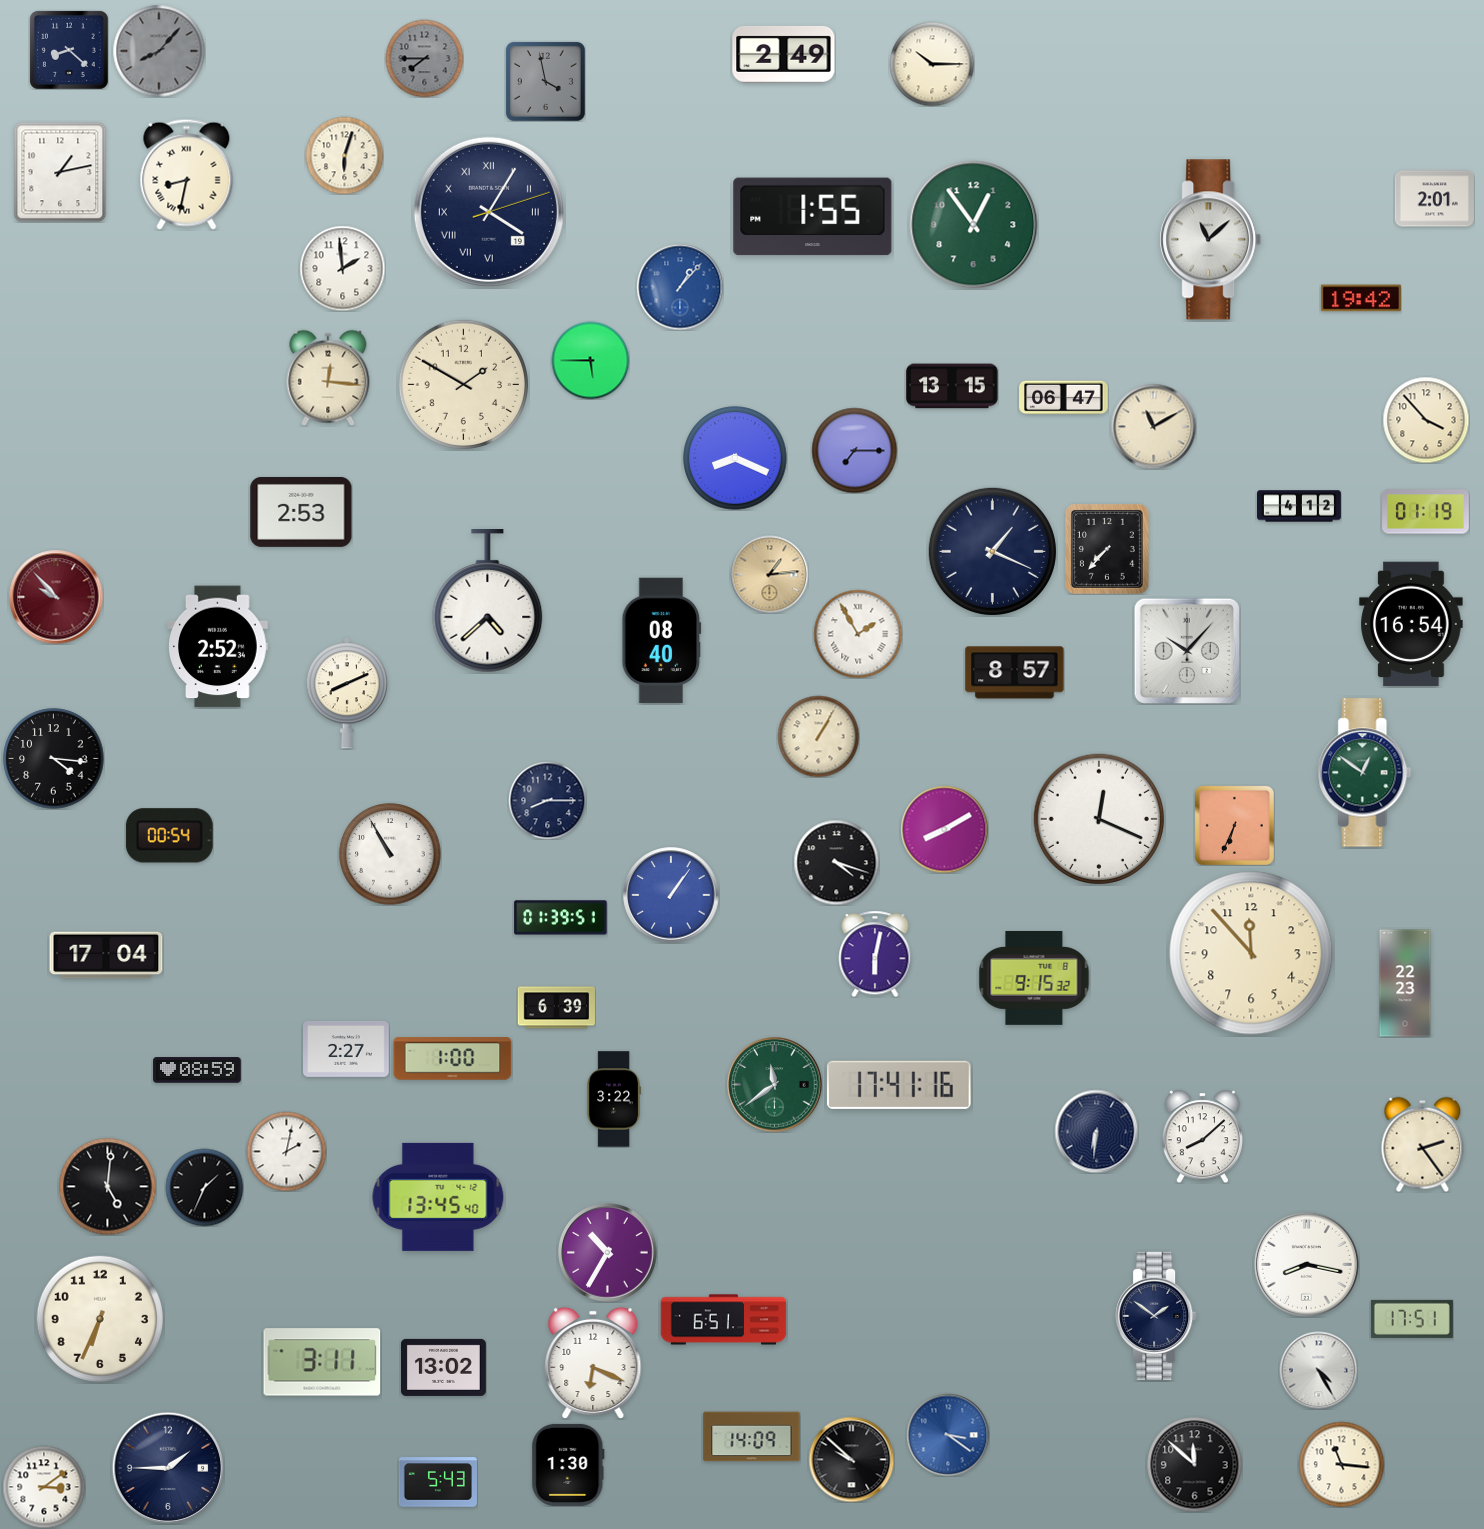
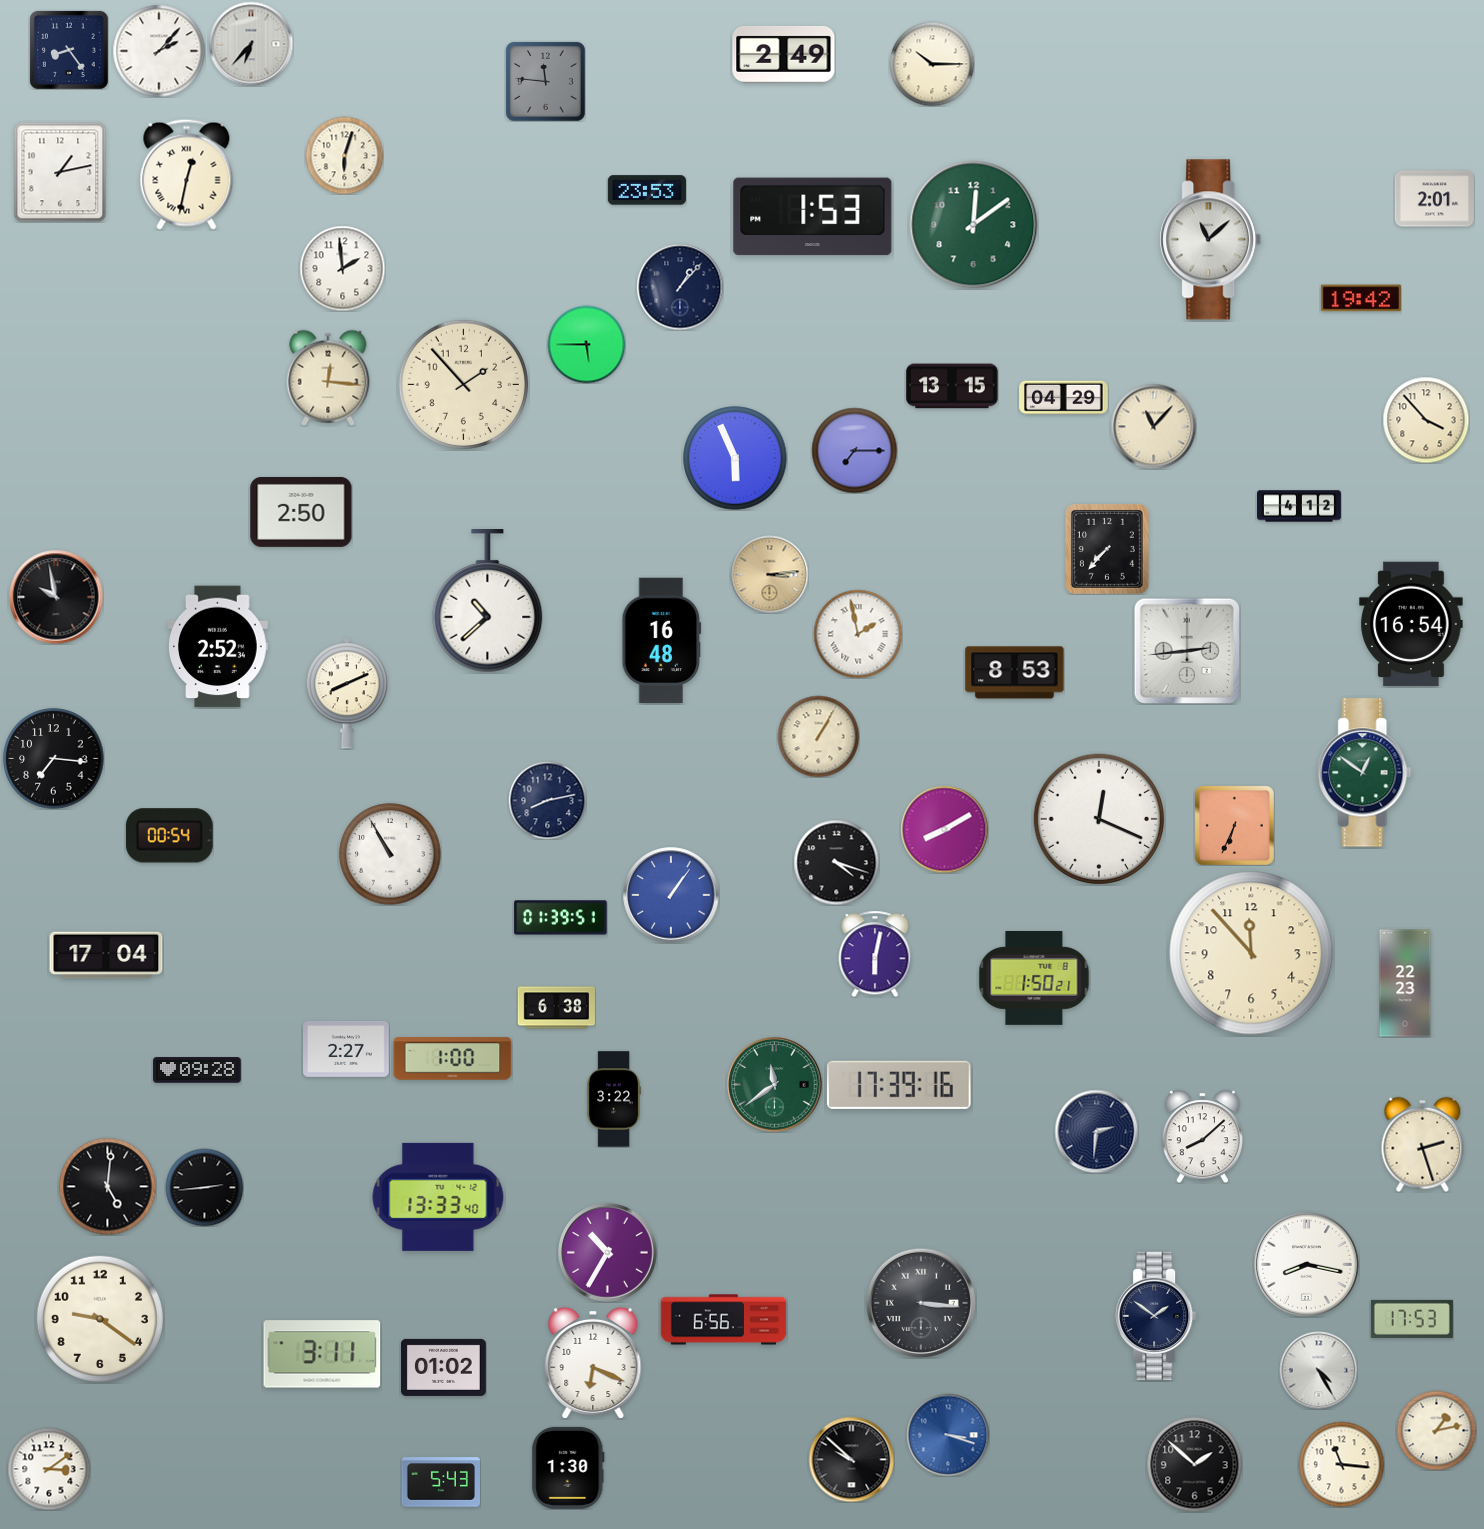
clock at (251, 44): none -> 6:37
clock at (69, 50): 8:22 -> 8:24
clock at (159, 51): 8:07 -> 2:07
clock at (159, 51) dial: grey -> white
clock at (424, 58): 7:45 -> none
clock at (545, 81): 3:58 -> 11:46
clock at (187, 174): 8:32 -> 12:32
clock at (647, 190): none -> 23:53
clock at (489, 212): 4:05 -> none
clock at (813, 217): 1:55 -> 1:53
clock at (974, 225): 12:54 -> 12:09
clock at (680, 287) dial: blue -> navy
clock at (590, 360) position: (590, 360) -> (586, 344)
clock at (463, 384): 1:50 -> 1:53
clock at (1064, 398): 06:47 -> 04:29
clock at (1153, 426): 11:10 -> 11:07
clock at (735, 458): 8:19 -> 5:56
clock at (301, 512): 2:53 -> 2:50
clock at (1426, 512): 01:19 -> none
clock at (992, 551): 1:19 -> none
clock at (769, 574): 1:14 -> 3:14
clock at (56, 597): 9:53 -> 9:58
clock at (56, 597) dial: burgundy -> black
clock at (488, 602): 4:38 -> 10:38
clock at (858, 634): 1:55 -> 1:58
clock at (662, 641): 08:40 -> 16:48
clock at (1186, 650): 10:07 -> 2:44
clock at (1015, 673): 8:57 -> 8:53
clock at (54, 759): 4:16 -> 7:16
clock at (547, 800): 8:15 -> 8:13
clock at (1034, 978): 9:15 -> 1:50
clock at (556, 1008): 6:39 -> 6:38
clock at (197, 1070): 08:59 -> 09:28
clock at (899, 1085): 17:41 -> 17:39
clock at (1096, 1131): 6:31 -> 2:31
clock at (1423, 1144): 2:24 -> 2:27
clock at (286, 1151): 2:02 -> none
clock at (204, 1187): 1:34 -> 2:44
clock at (438, 1197): 13:45 -> 13:33
clock at (921, 1303): none -> 3:16
clock at (100, 1319): 6:34 -> 9:21
clock at (1412, 1319): 17:51 -> 17:53
clock at (724, 1320): 6:51 -> 6:56
clock at (322, 1362) position: (322, 1362) -> (322, 1354)
clock at (444, 1367): 13:02 -> 01:02
clock at (1436, 1430): none -> 1:13
clock at (948, 1435): 3:21 -> 3:18
clock at (752, 1437): 14:09 -> none
clock at (1194, 1464): 11:52 -> 1:52
clock at (568, 1465) position: (568, 1465) -> (568, 1468)
clock at (167, 1467): 1:45 -> none
clock at (438, 1482) position: (438, 1482) -> (441, 1482)
clock at (44, 1487) position: (44, 1487) -> (49, 1469)
